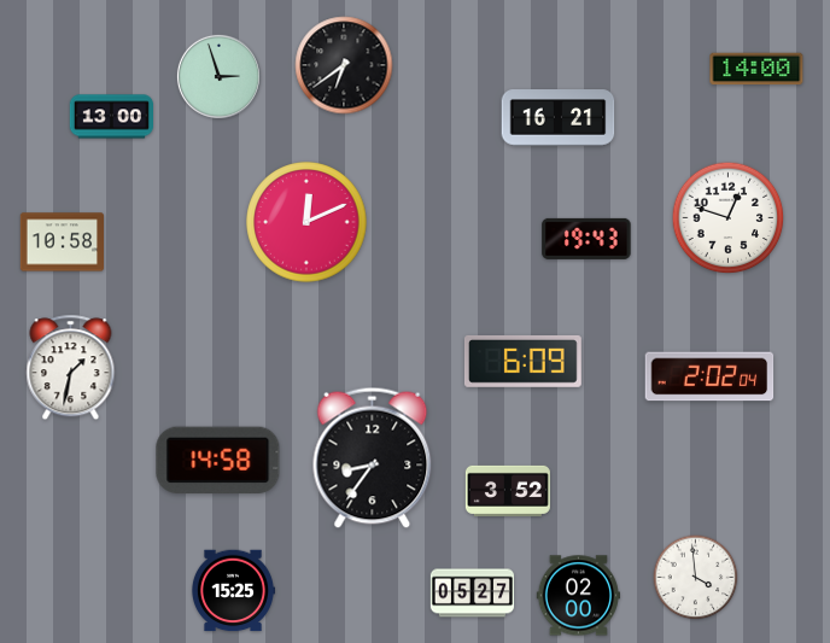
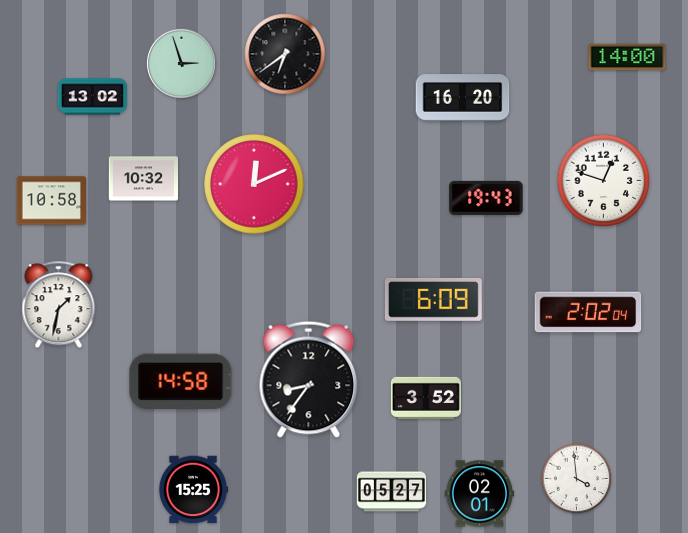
clock at (112, 117): 13:00 -> 13:02
clock at (559, 118): 16:21 -> 16:20
clock at (143, 179): none -> 10:32
clock at (508, 491) position: (508, 491) -> (426, 398)
clock at (578, 596): 02:00 -> 02:01
